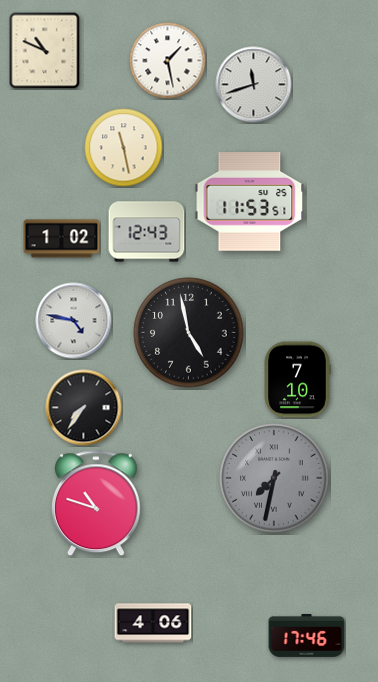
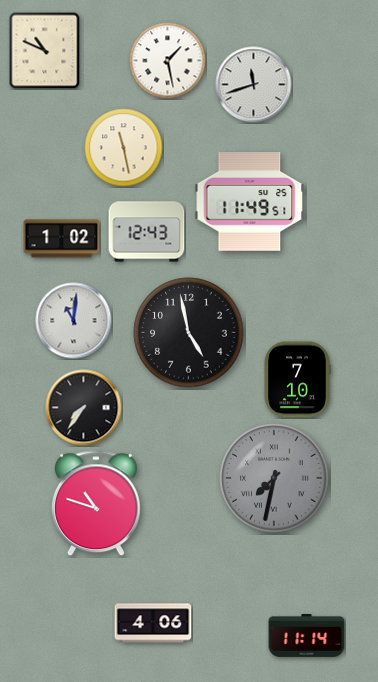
clock at (250, 202): 11:53 -> 11:49
clock at (74, 321): 4:47 -> 11:01
clock at (307, 635): 17:46 -> 11:14
